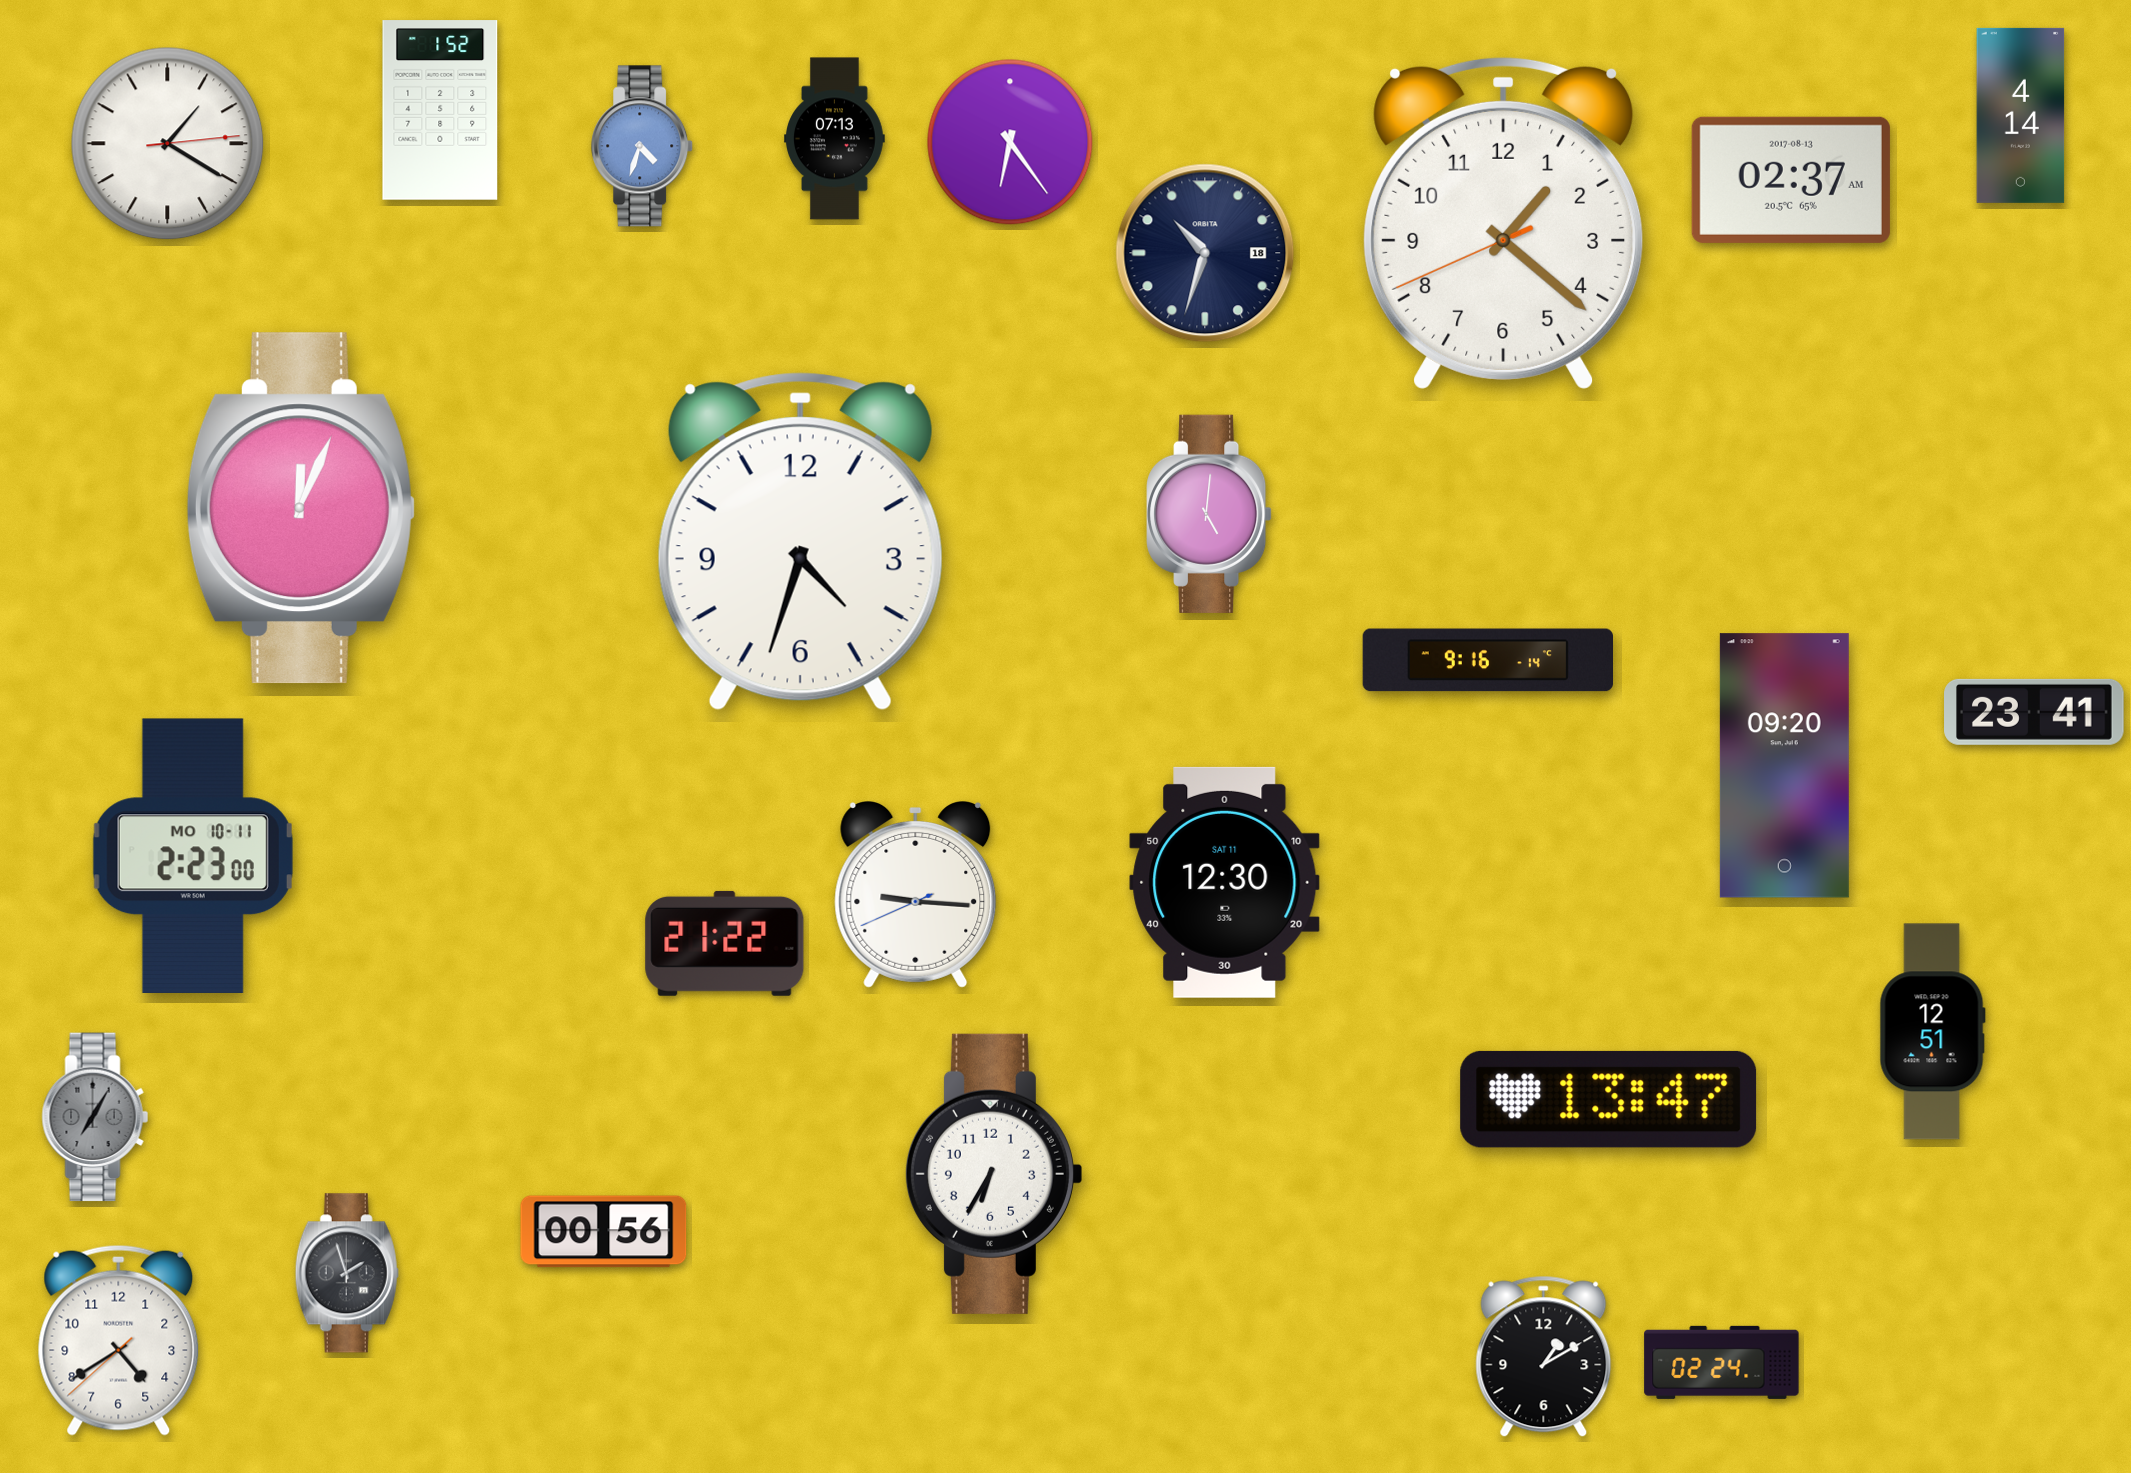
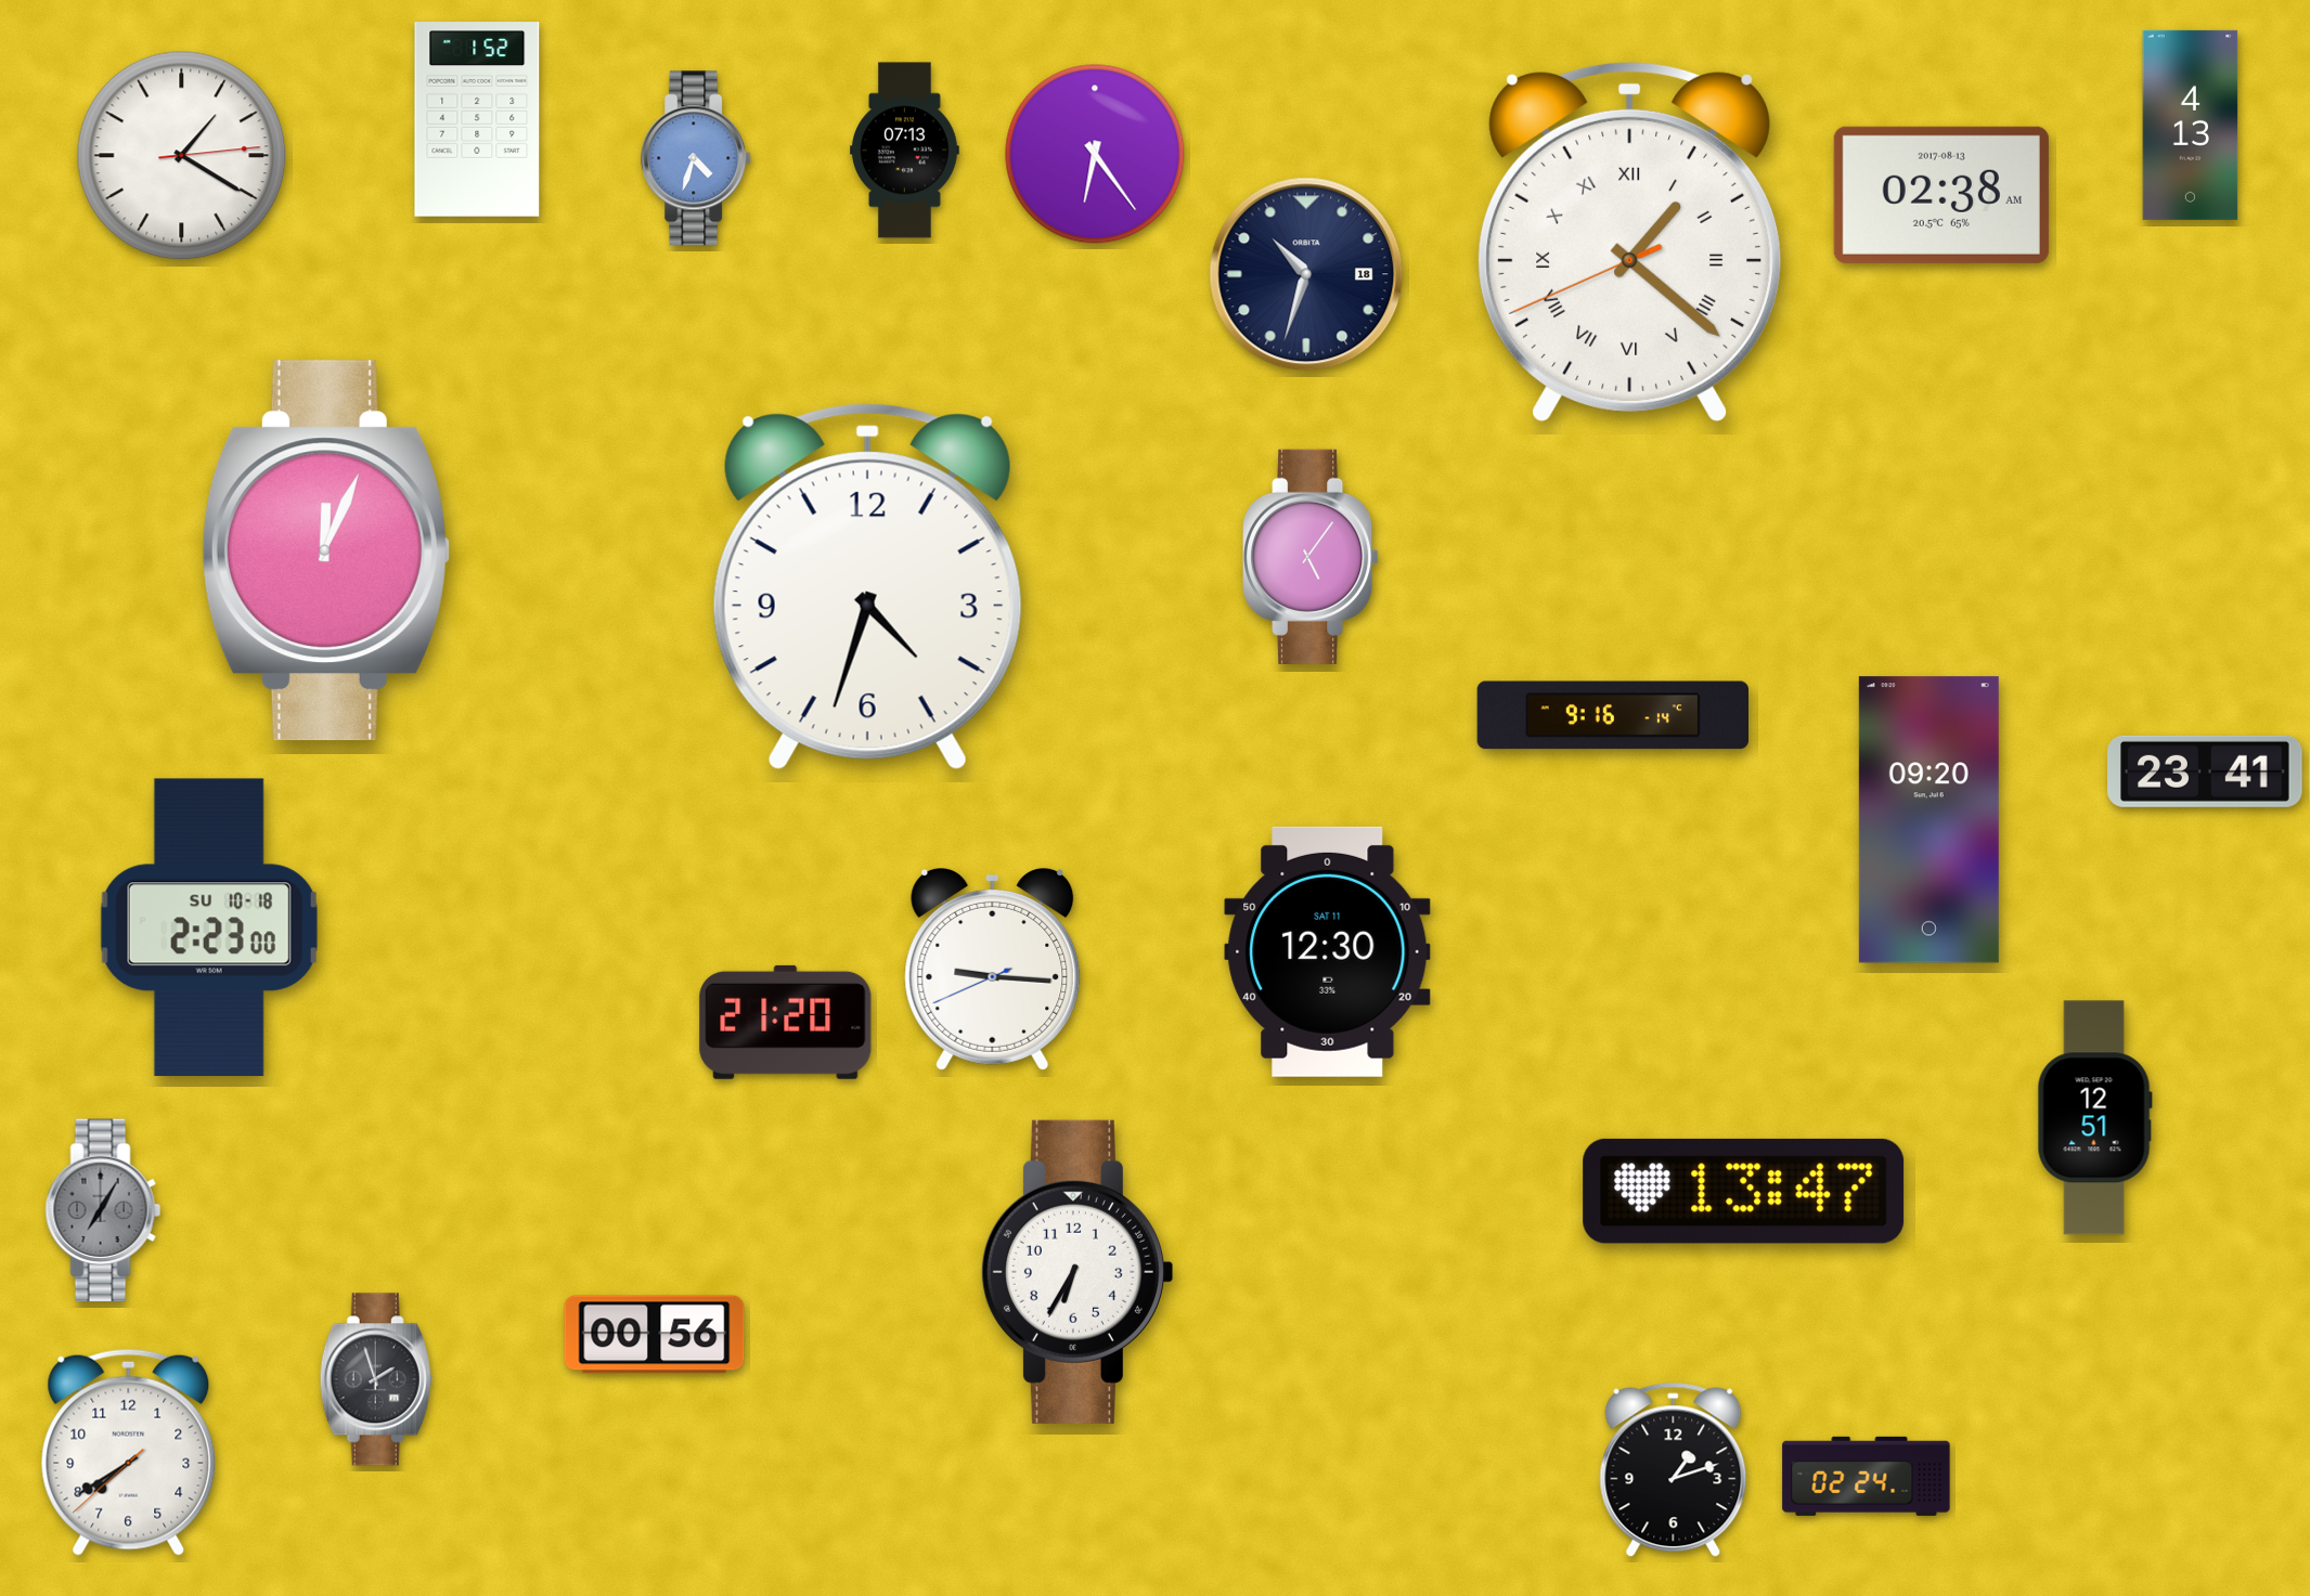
clock at (2021, 115): 4:14 -> 4:13
clock at (1791, 180): 02:37 -> 02:38
clock at (1504, 223) numerals: Arabic -> Roman
clock at (1209, 514): 5:01 -> 5:06
clock at (1784, 766) position: (1784, 766) -> (1928, 820)
clock at (193, 856) date: MO 10-11 -> SU 10-18
clock at (1225, 882) position: (1225, 882) -> (1328, 951)
clock at (725, 943): 21:22 -> 21:20
clock at (119, 1340): 4:39 -> 7:39
clock at (1544, 1357): 1:10 -> 1:12
